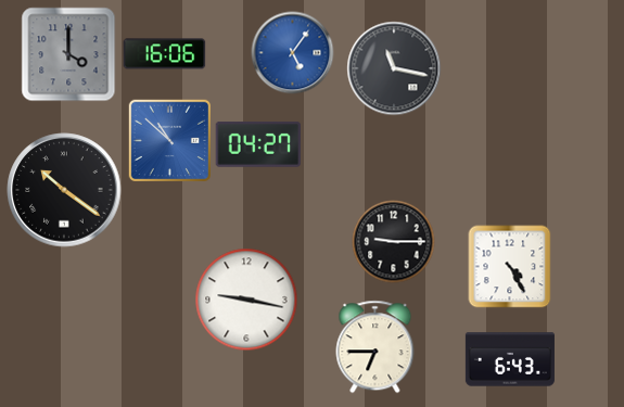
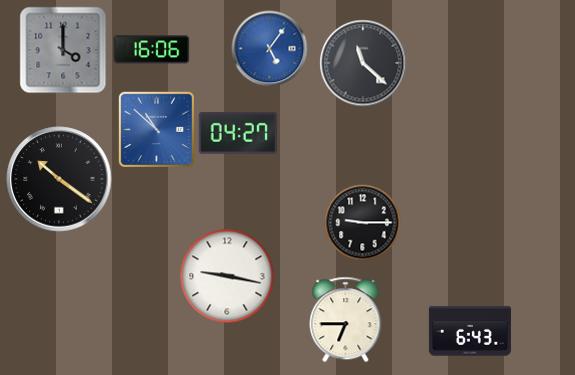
clock at (394, 68): 11:17 -> 11:22
clock at (64, 190) position: (64, 190) -> (59, 179)
clock at (510, 267): 4:25 -> none
